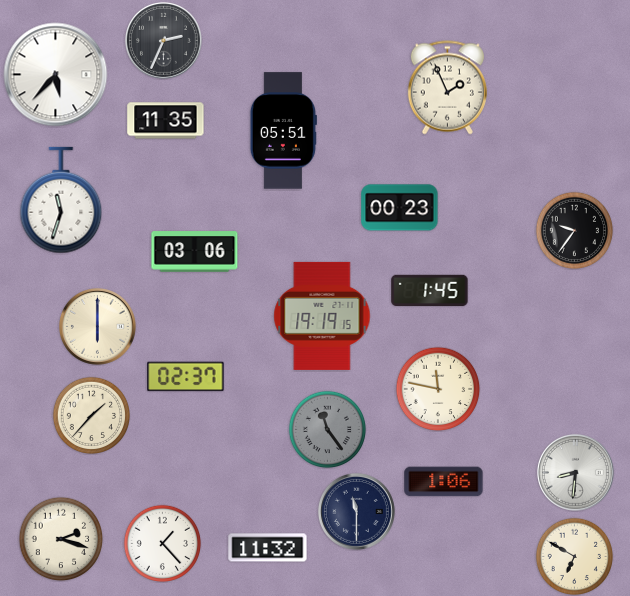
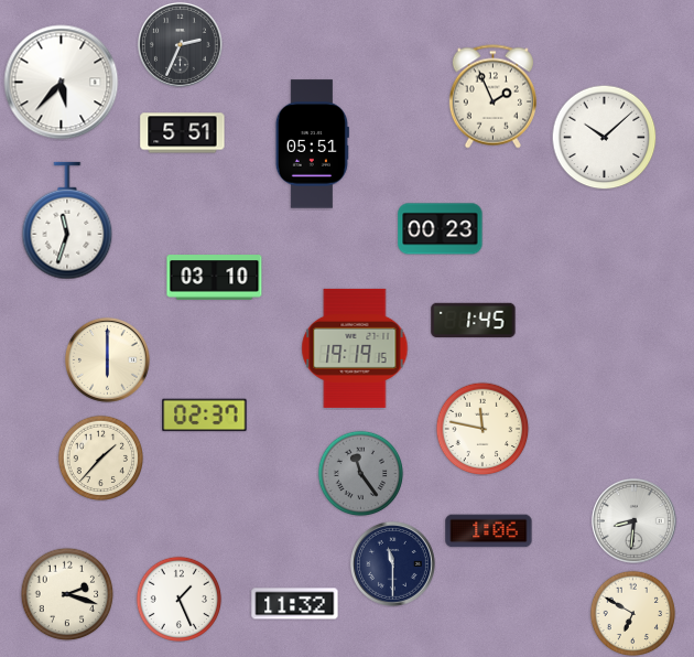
clock at (166, 121): 11:35 -> 5:51
clock at (604, 137): none -> 10:08
clock at (574, 230): 9:36 -> none
clock at (195, 252): 03:06 -> 03:10
clock at (162, 543): 1:23 -> 1:26
